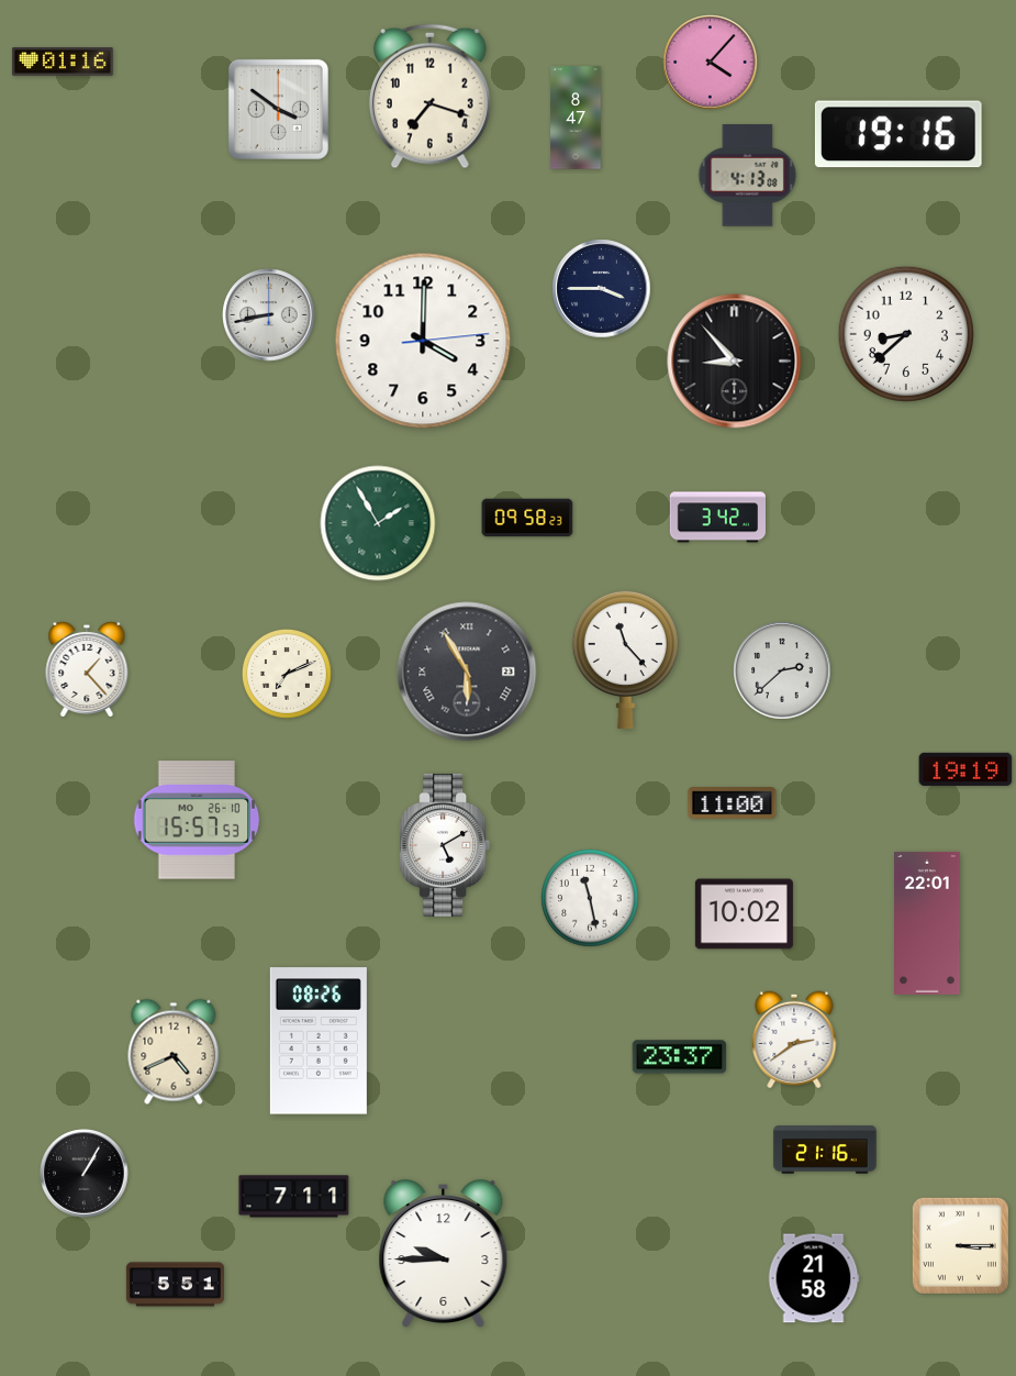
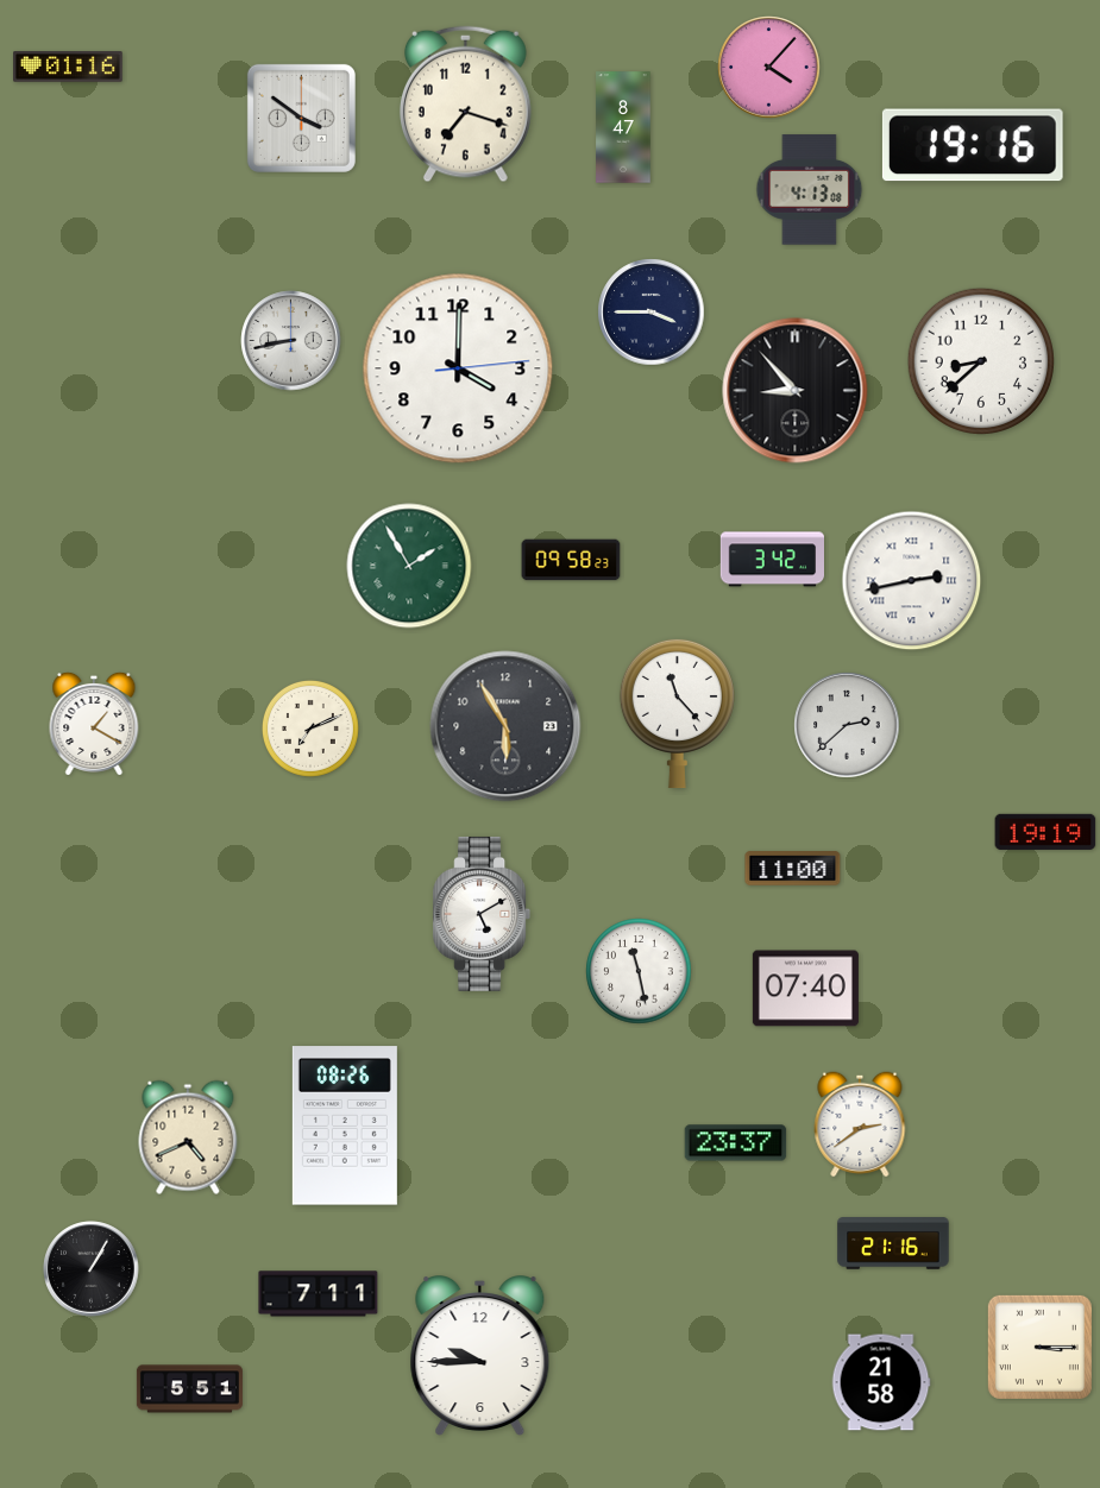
clock at (717, 518) position: (717, 518) -> (772, 560)
clock at (912, 581): none -> 2:43
clock at (87, 669): 1:23 -> 1:20
clock at (467, 672) numerals: Roman -> Arabic
clock at (197, 820): 15:57 -> none
clock at (744, 914): 10:02 -> 07:40
clock at (927, 923): 22:01 -> none
